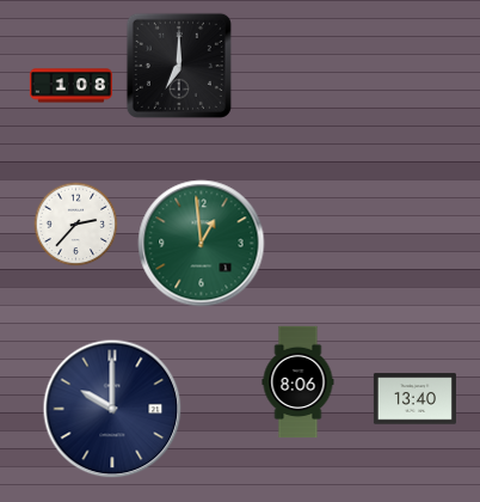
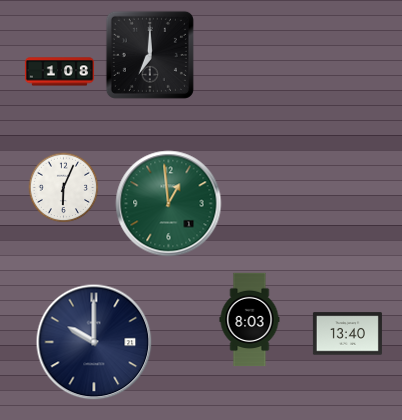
clock at (76, 225): 2:37 -> 6:04
clock at (299, 382): 8:06 -> 8:03
